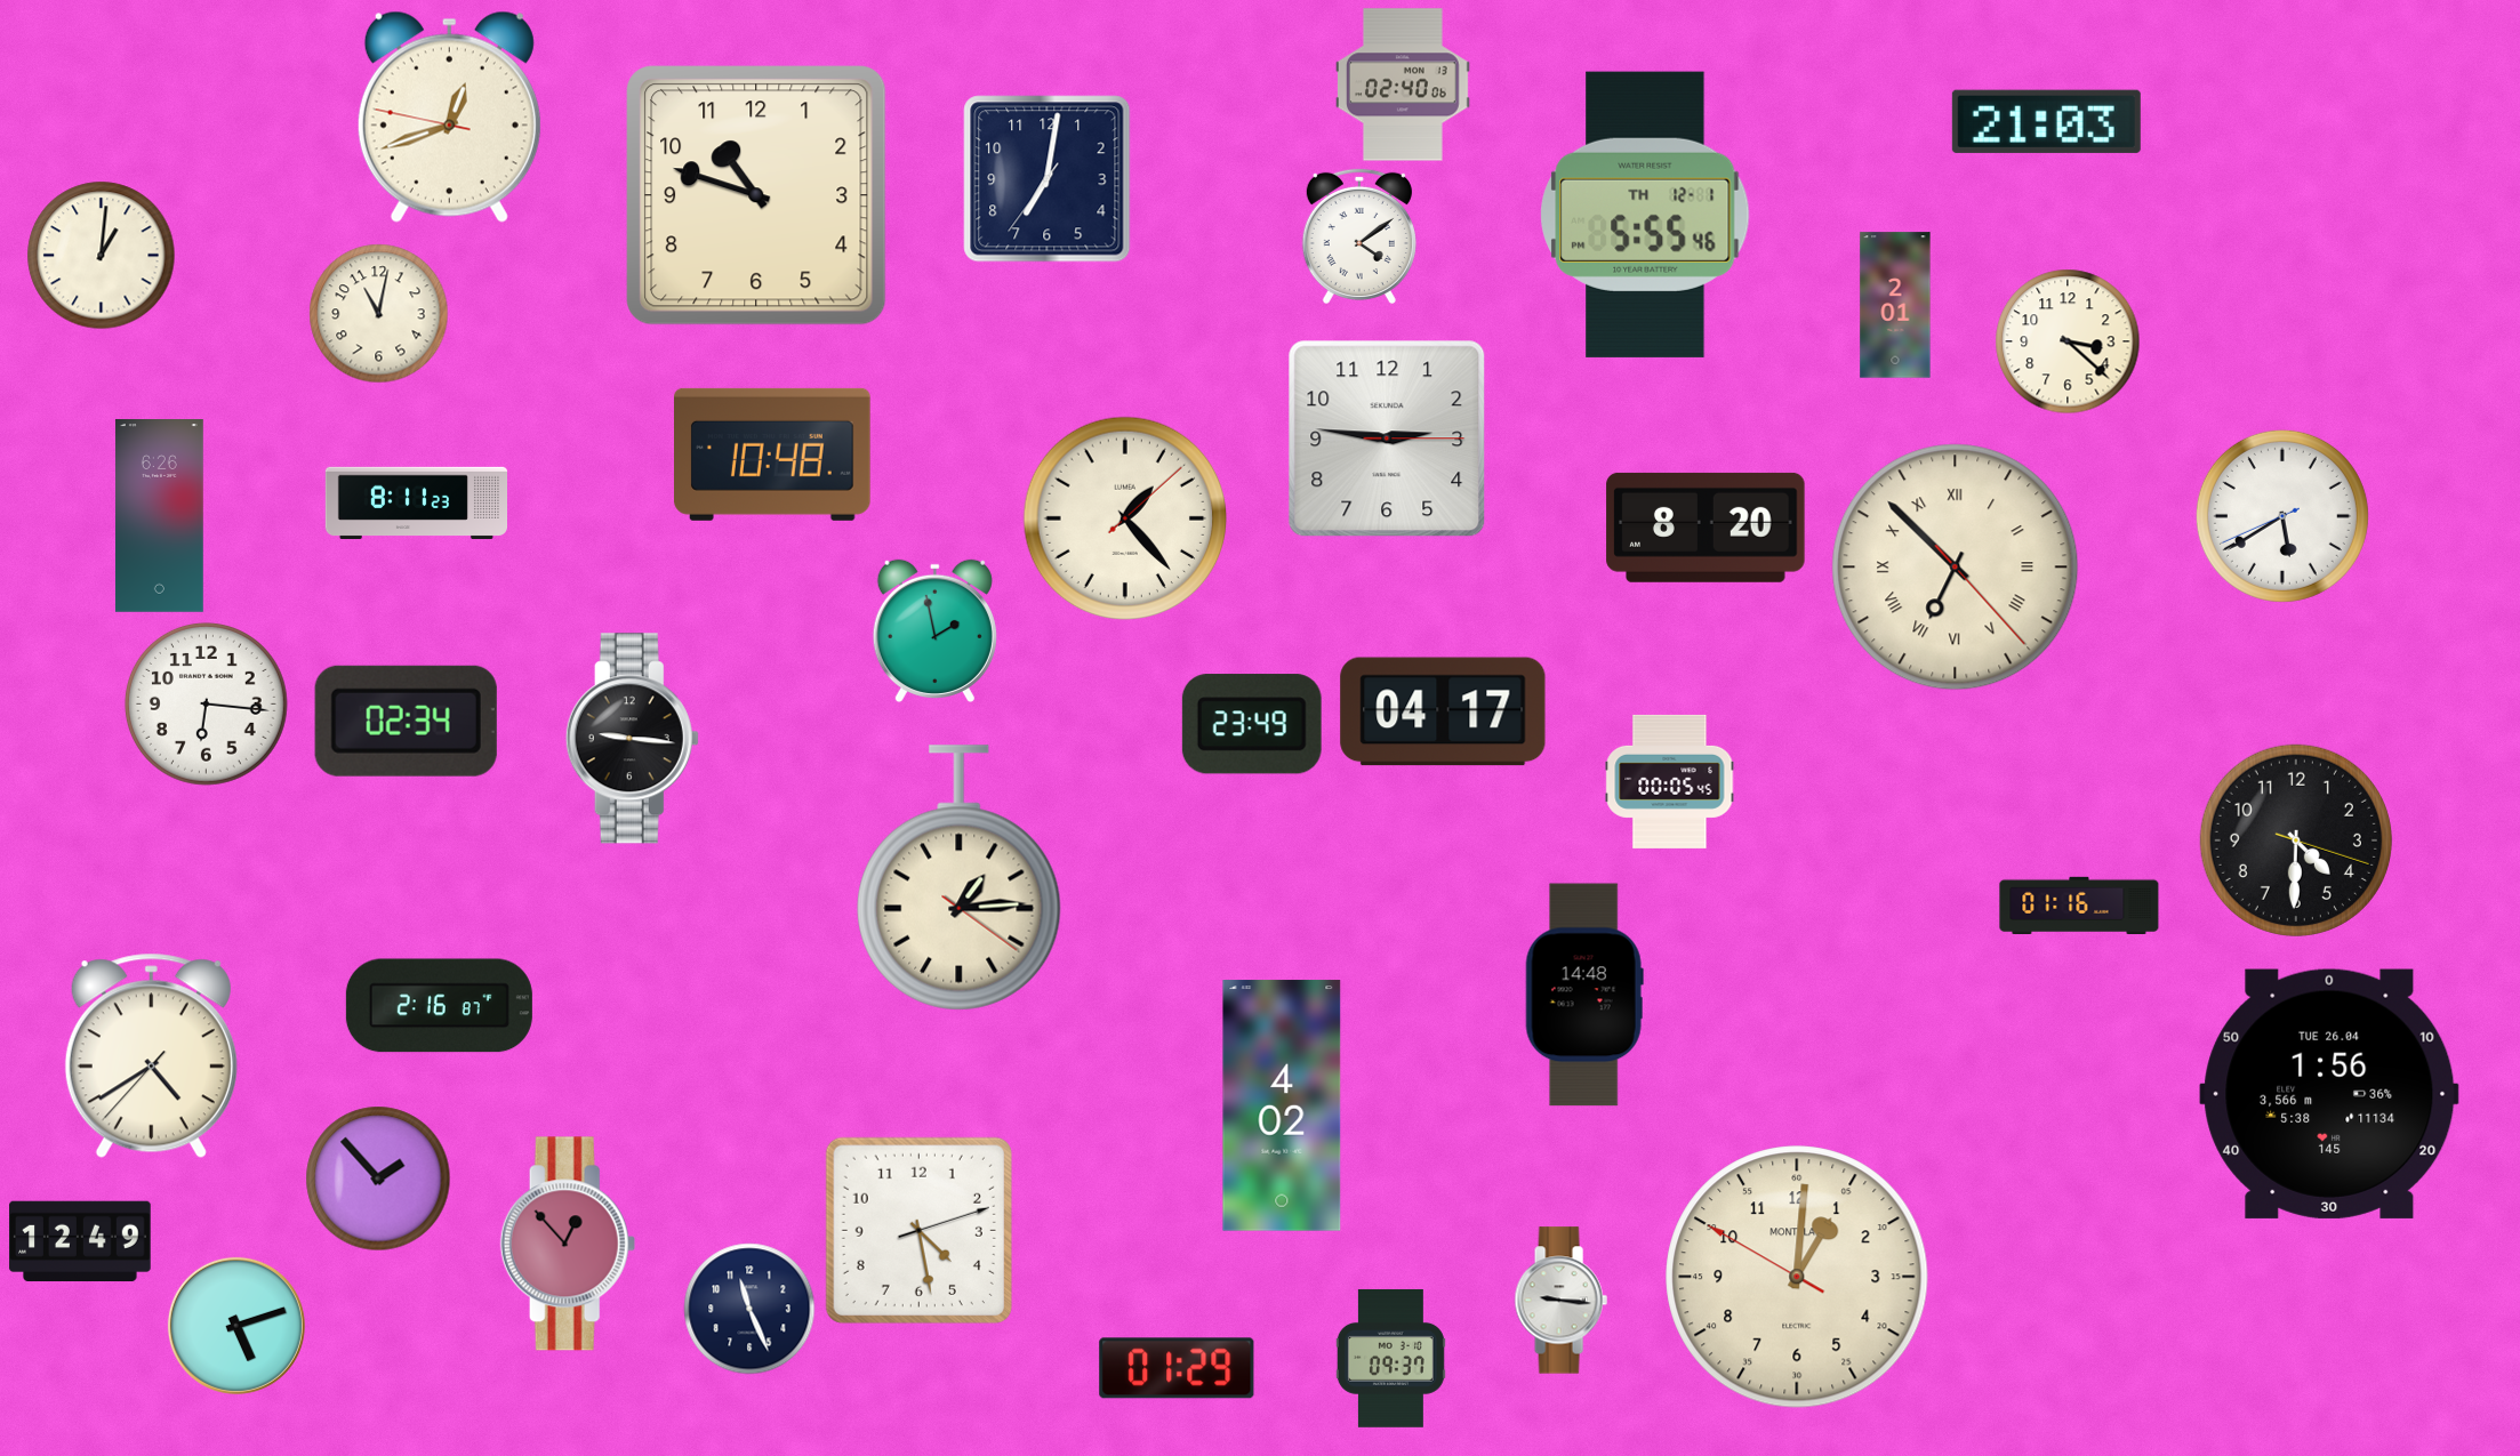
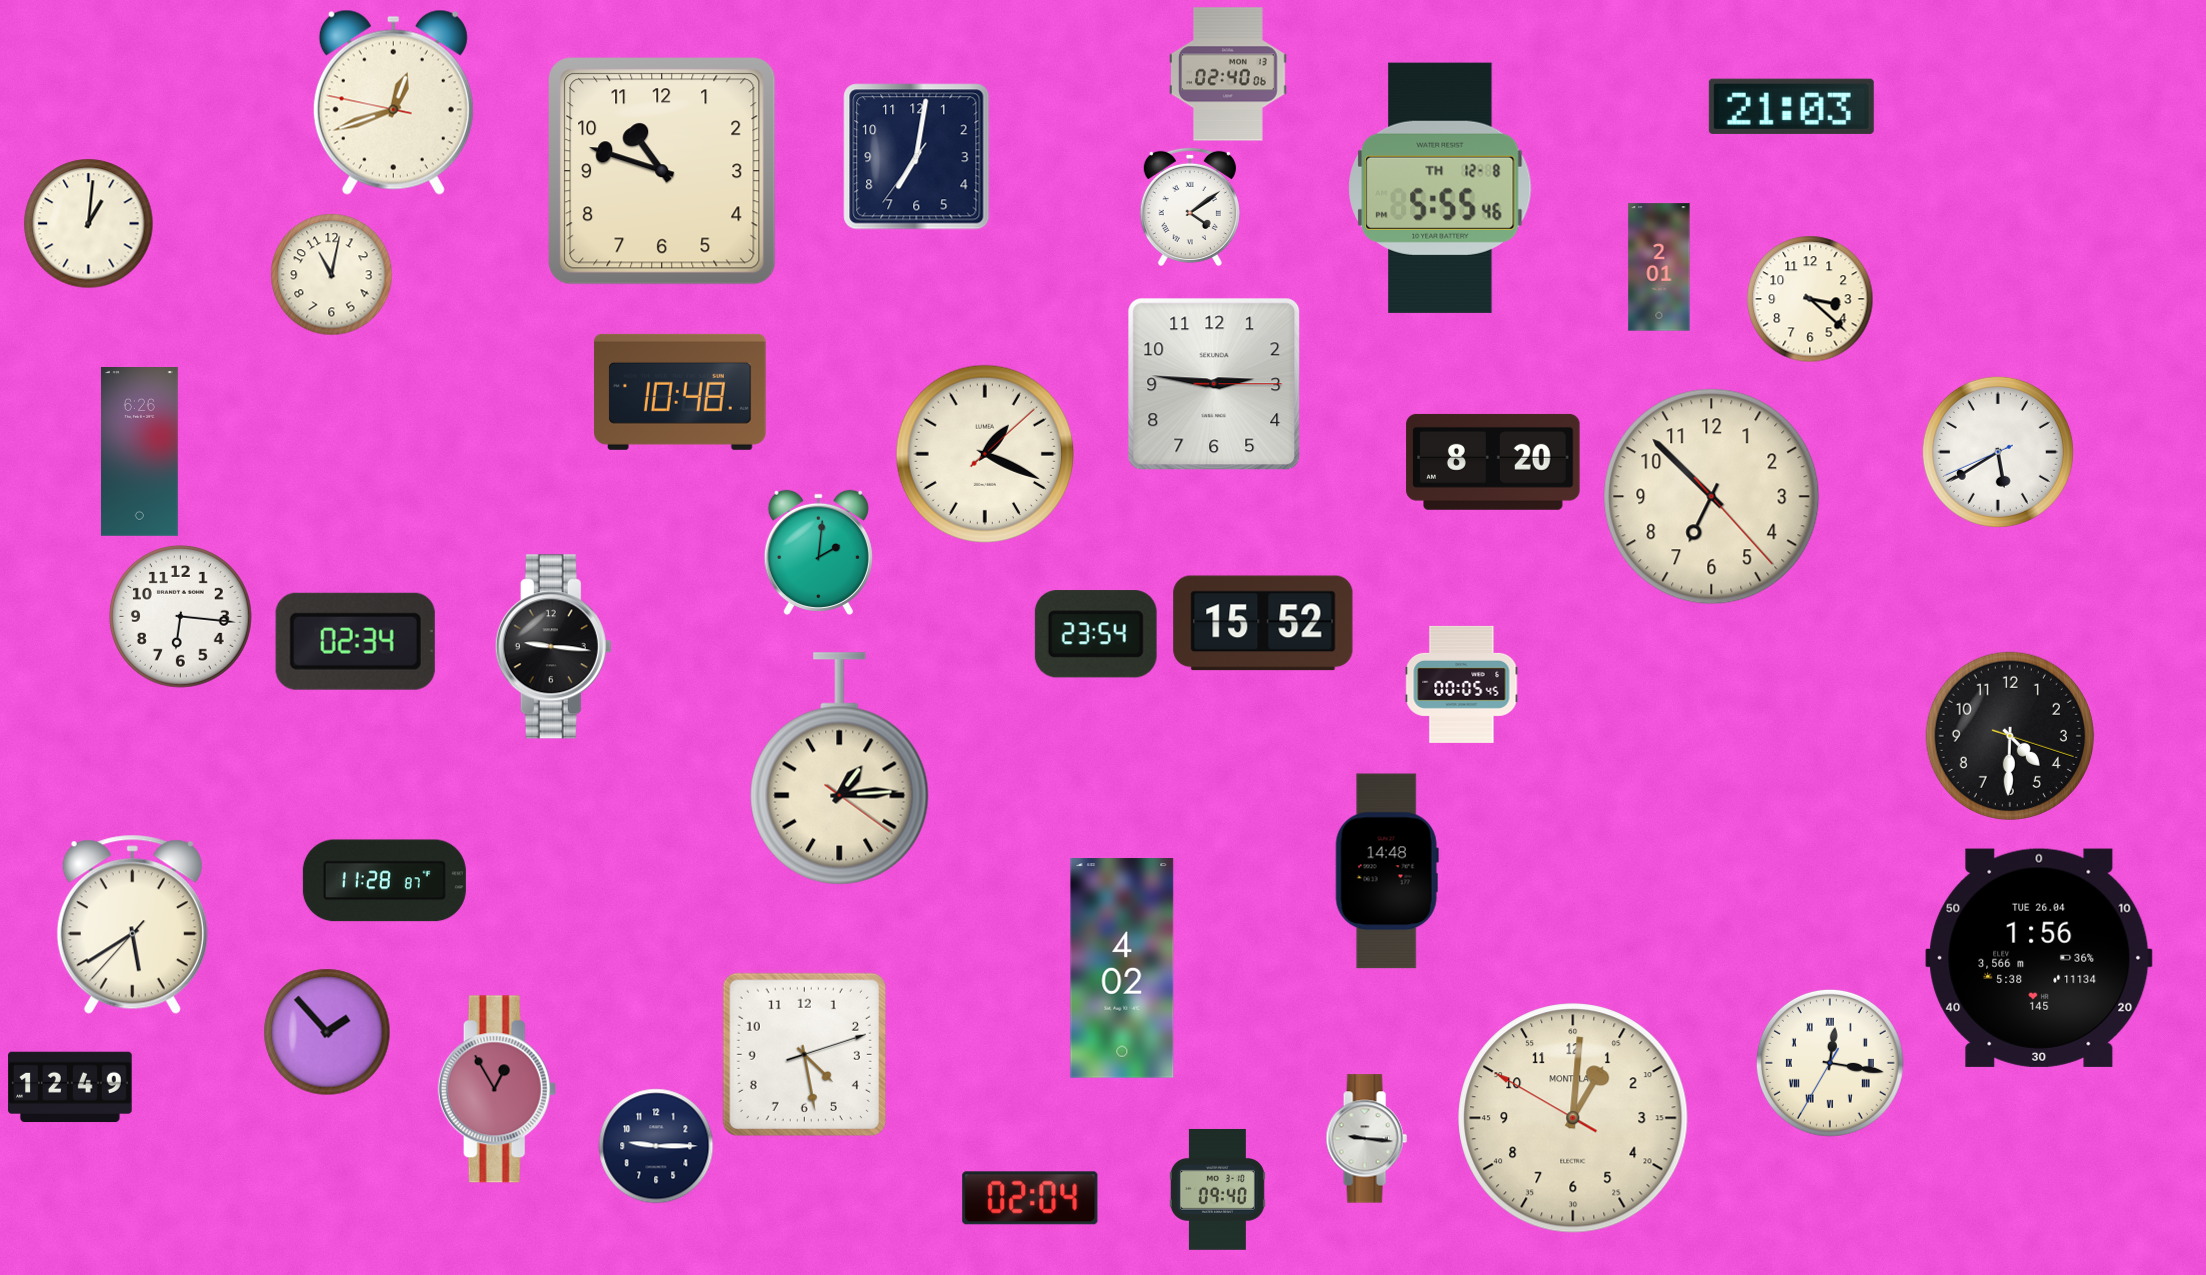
clock at (1645, 215) date: TH 12-1 -> TH 12-8
clock at (773, 455) position: (773, 455) -> (681, 392)
clock at (416, 502): 8:11 -> none
clock at (1125, 518): 1:23 -> 1:19
clock at (1956, 568) numerals: Roman -> Arabic
clock at (934, 630): 1:58 -> 2:01
clock at (1443, 711): 04:17 -> 15:52
clock at (406, 721) position: (406, 721) -> (355, 641)
clock at (1252, 724): 23:49 -> 23:54
clock at (2079, 904): 01:16 -> none
clock at (439, 1006): 2:16 -> 11:28
clock at (151, 1056): 4:39 -> 5:39
clock at (378, 1179) position: (378, 1179) -> (327, 1032)
clock at (1830, 1063): none -> 12:16
clock at (918, 1230) position: (918, 1230) -> (804, 1054)
clock at (568, 1244): 12:53 -> 12:55
clock at (749, 1309): 11:26 -> 9:15
clock at (236, 1326): 5:12 -> none
clock at (1390, 1358): 09:37 -> 09:40
clock at (1177, 1368): 01:29 -> 02:04
